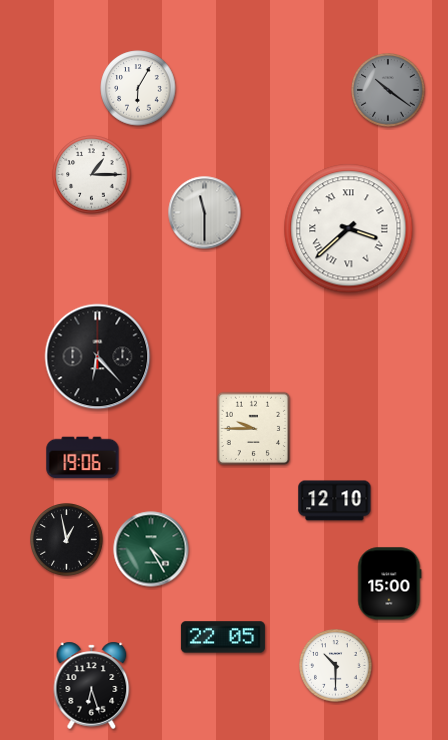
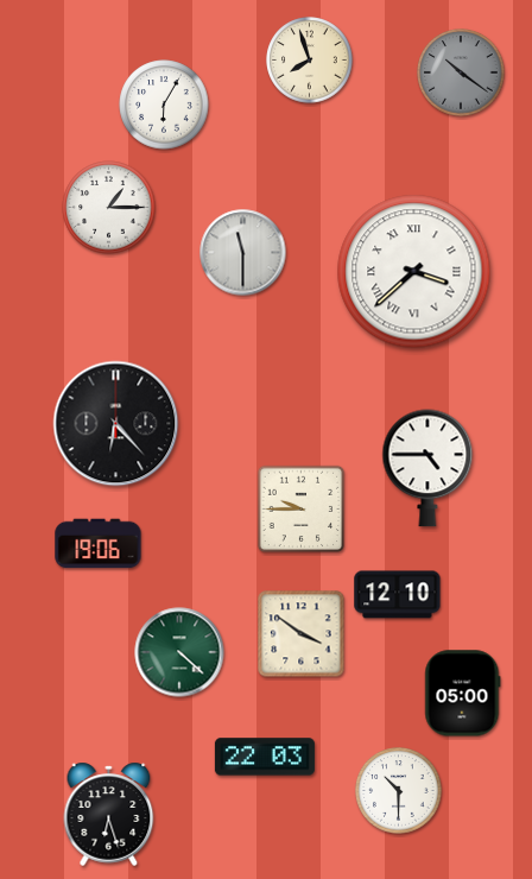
clock at (310, 61): none -> 7:57
clock at (388, 90) position: (388, 90) -> (461, 72)
clock at (427, 468): none -> 4:45
clock at (302, 634): none -> 3:51
clock at (67, 540): 12:58 -> none
clock at (151, 549): 4:25 -> 4:22
clock at (390, 584): 15:00 -> 05:00
clock at (223, 637): 22:05 -> 22:03
